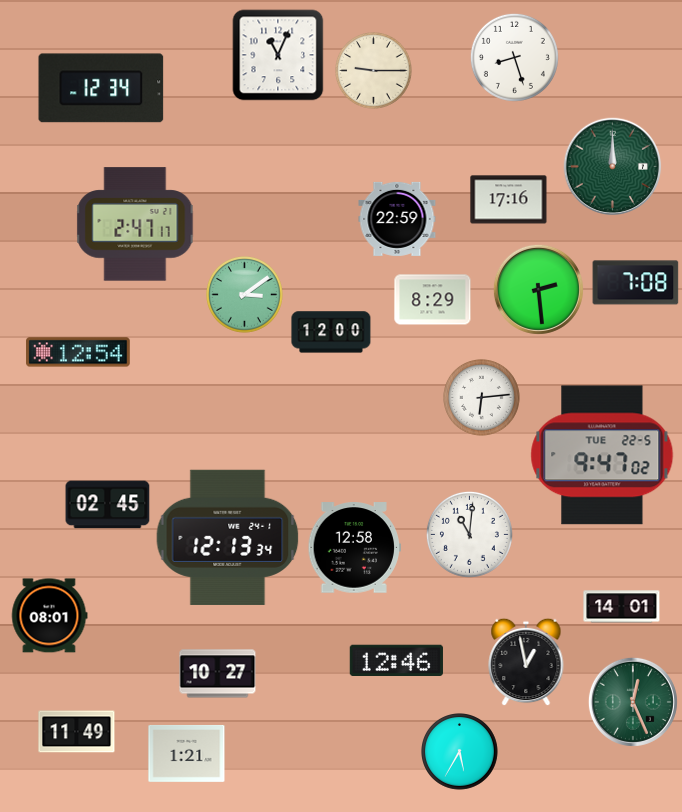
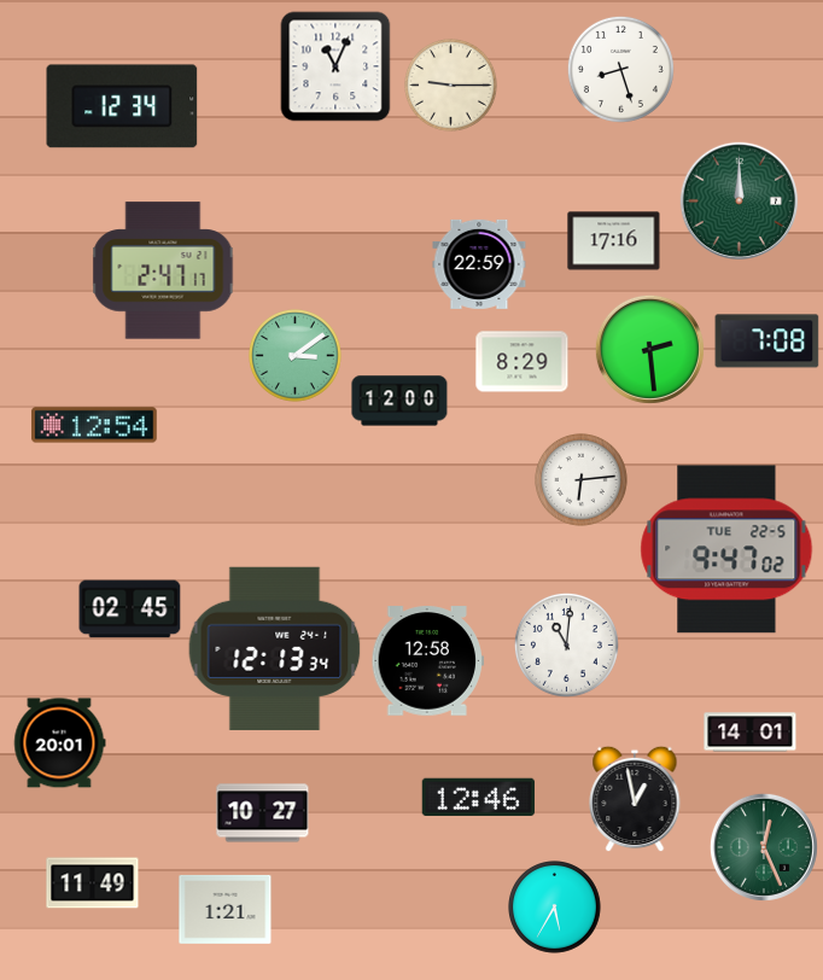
clock at (50, 616): 08:01 -> 20:01
